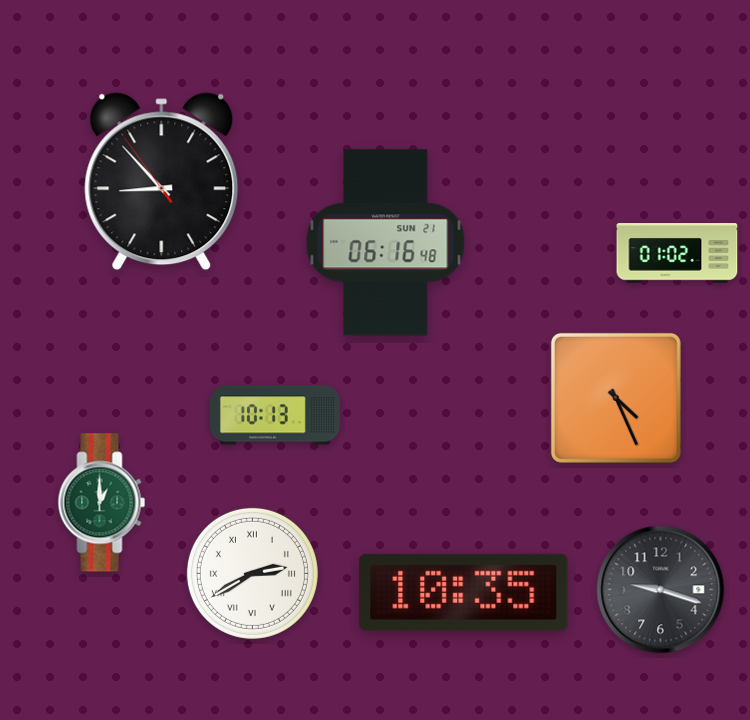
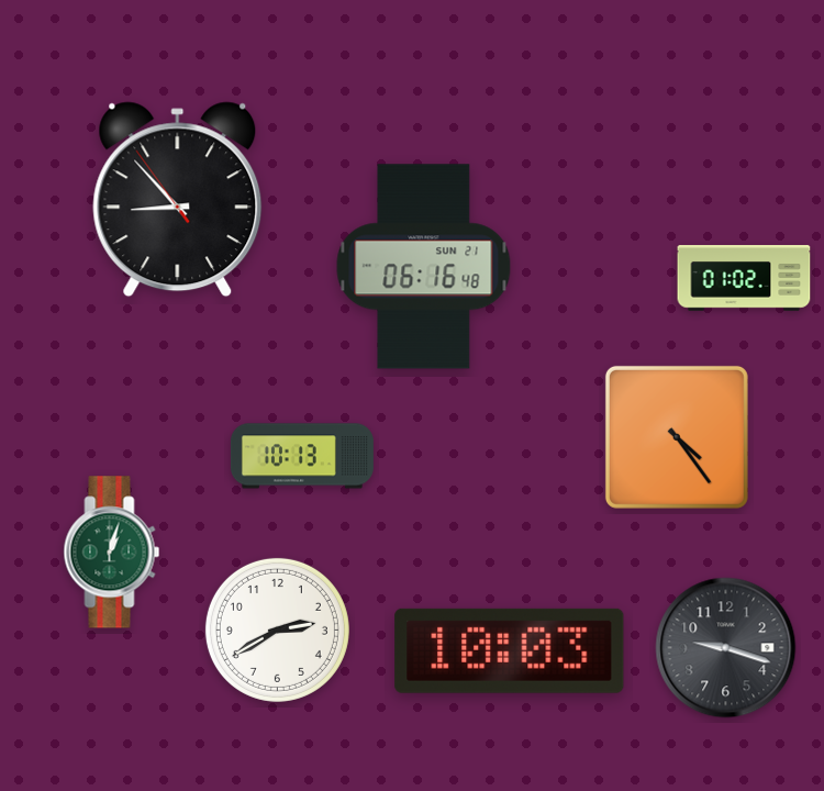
clock at (616, 398): 4:26 -> 4:24
clock at (102, 503): 1:00 -> 1:03
clock at (252, 573) numerals: Roman -> Arabic
clock at (464, 592): 10:35 -> 10:03
